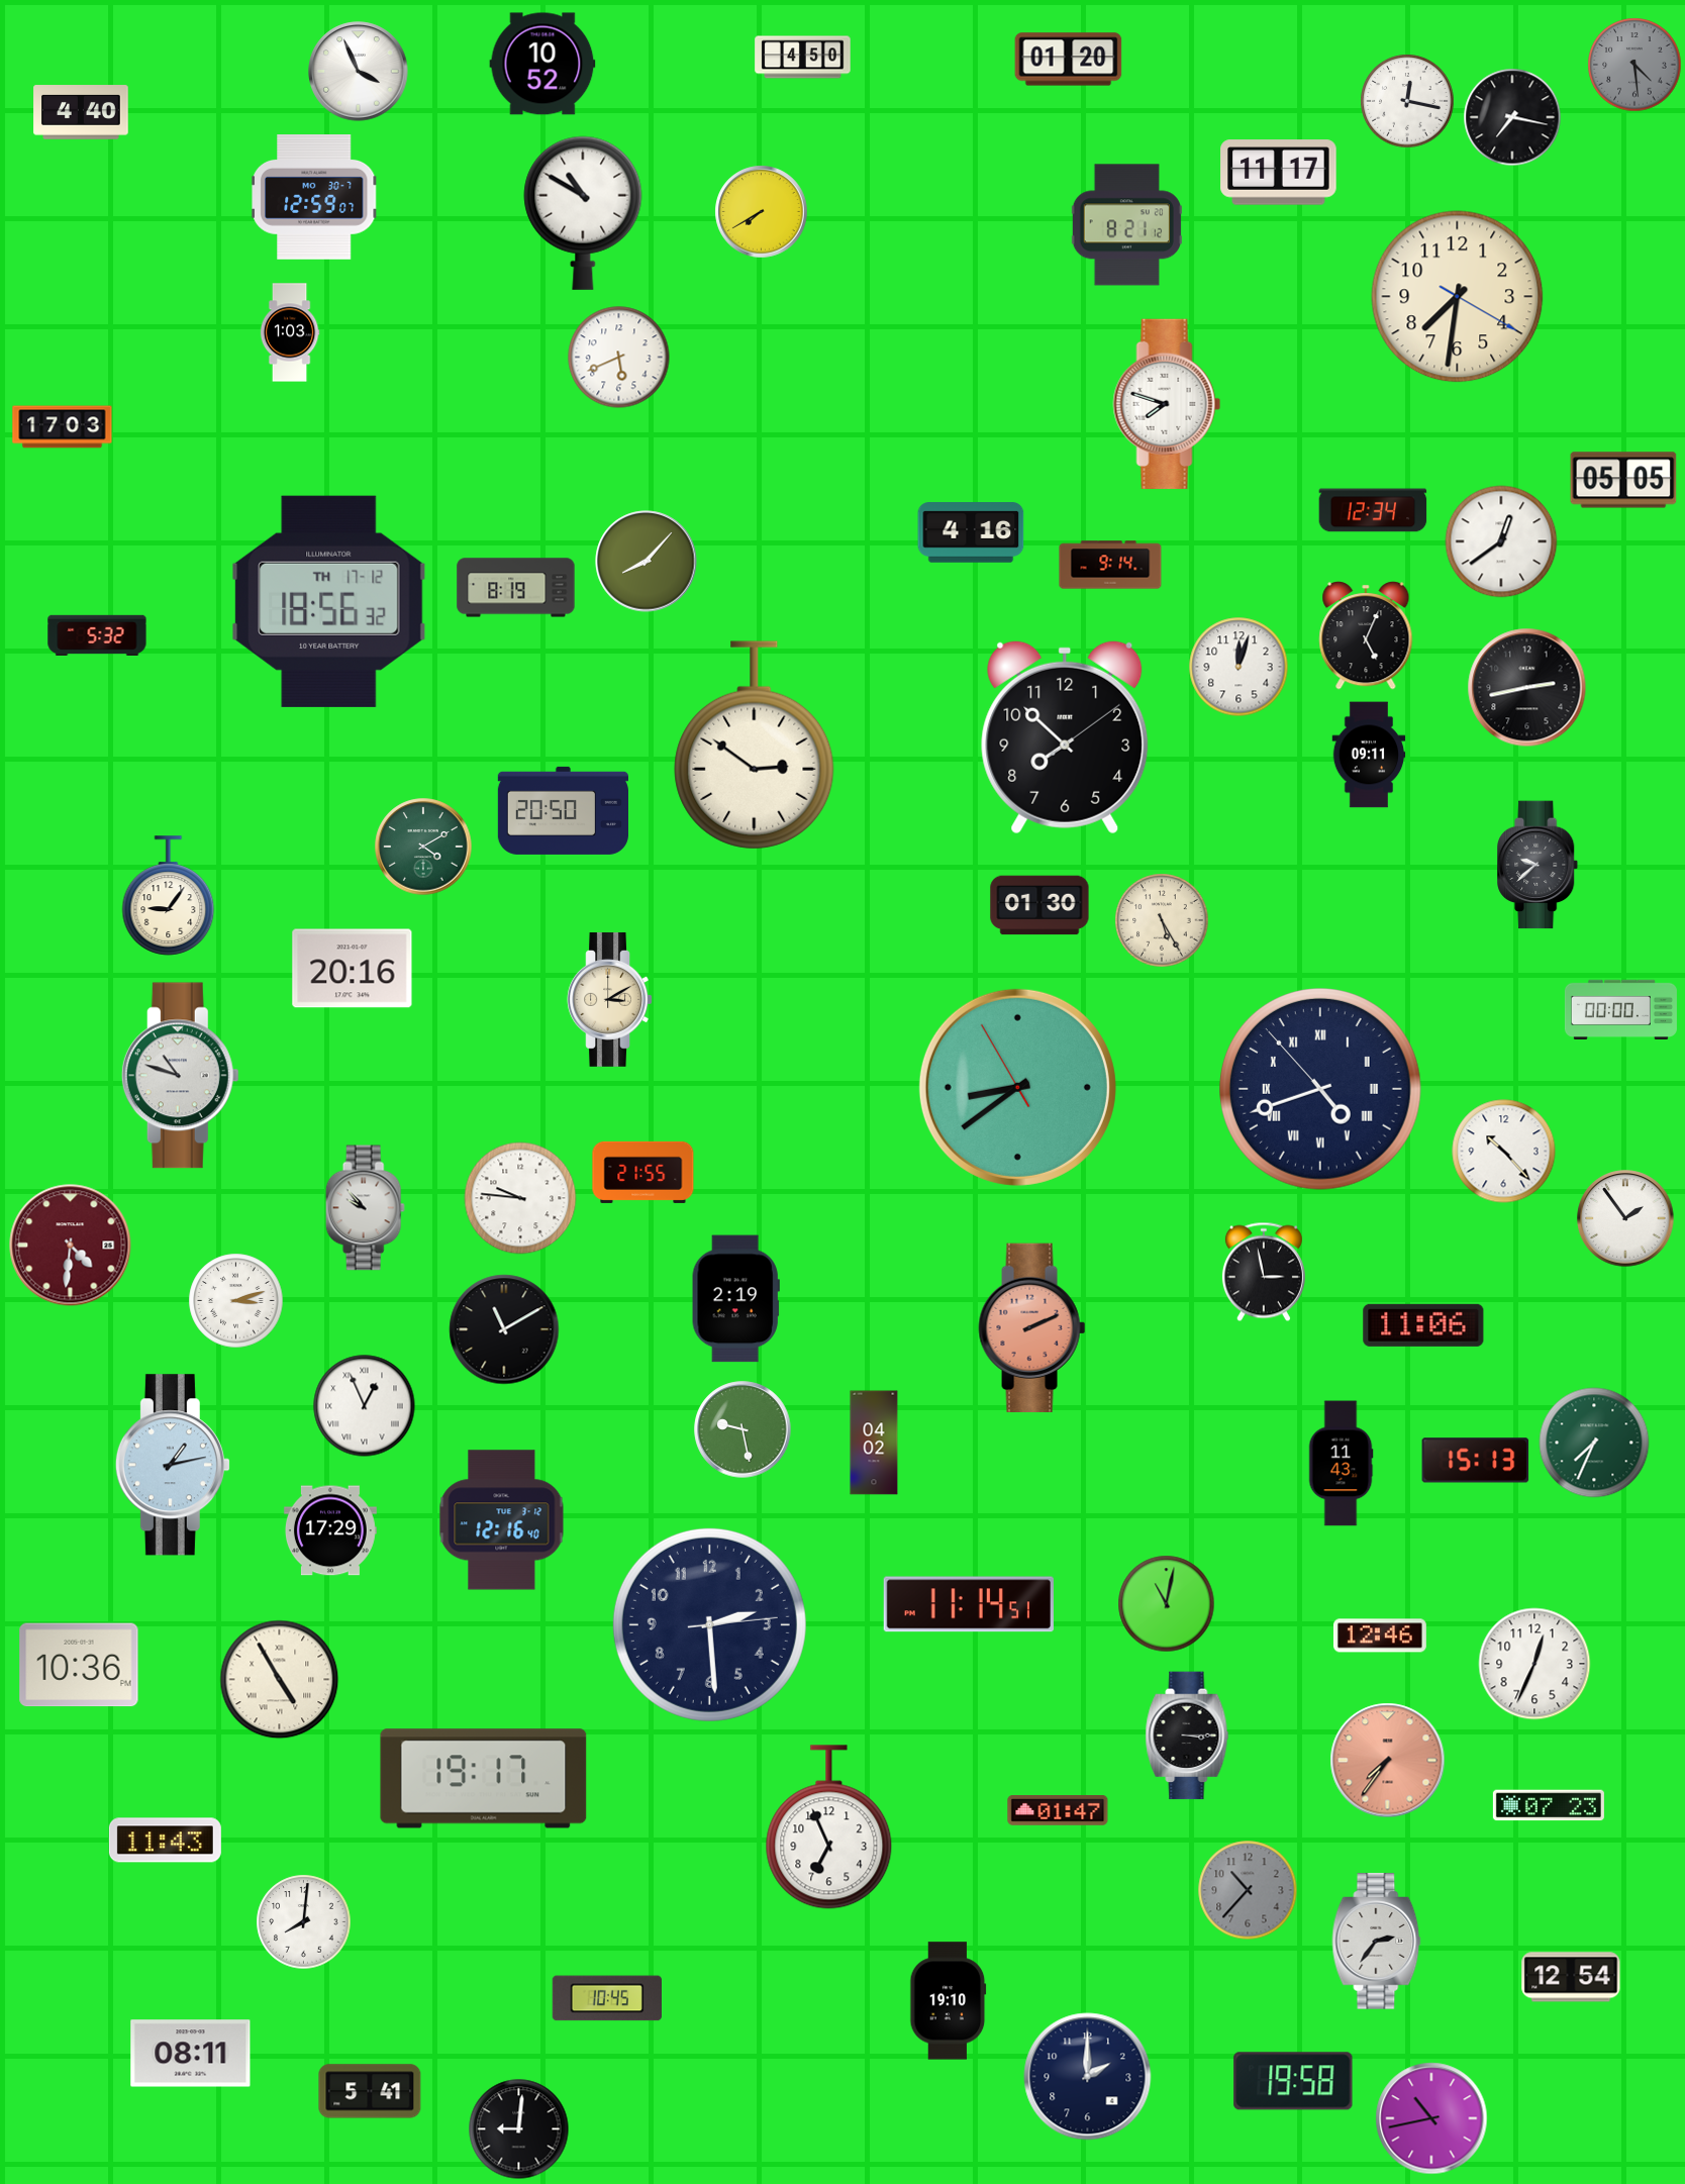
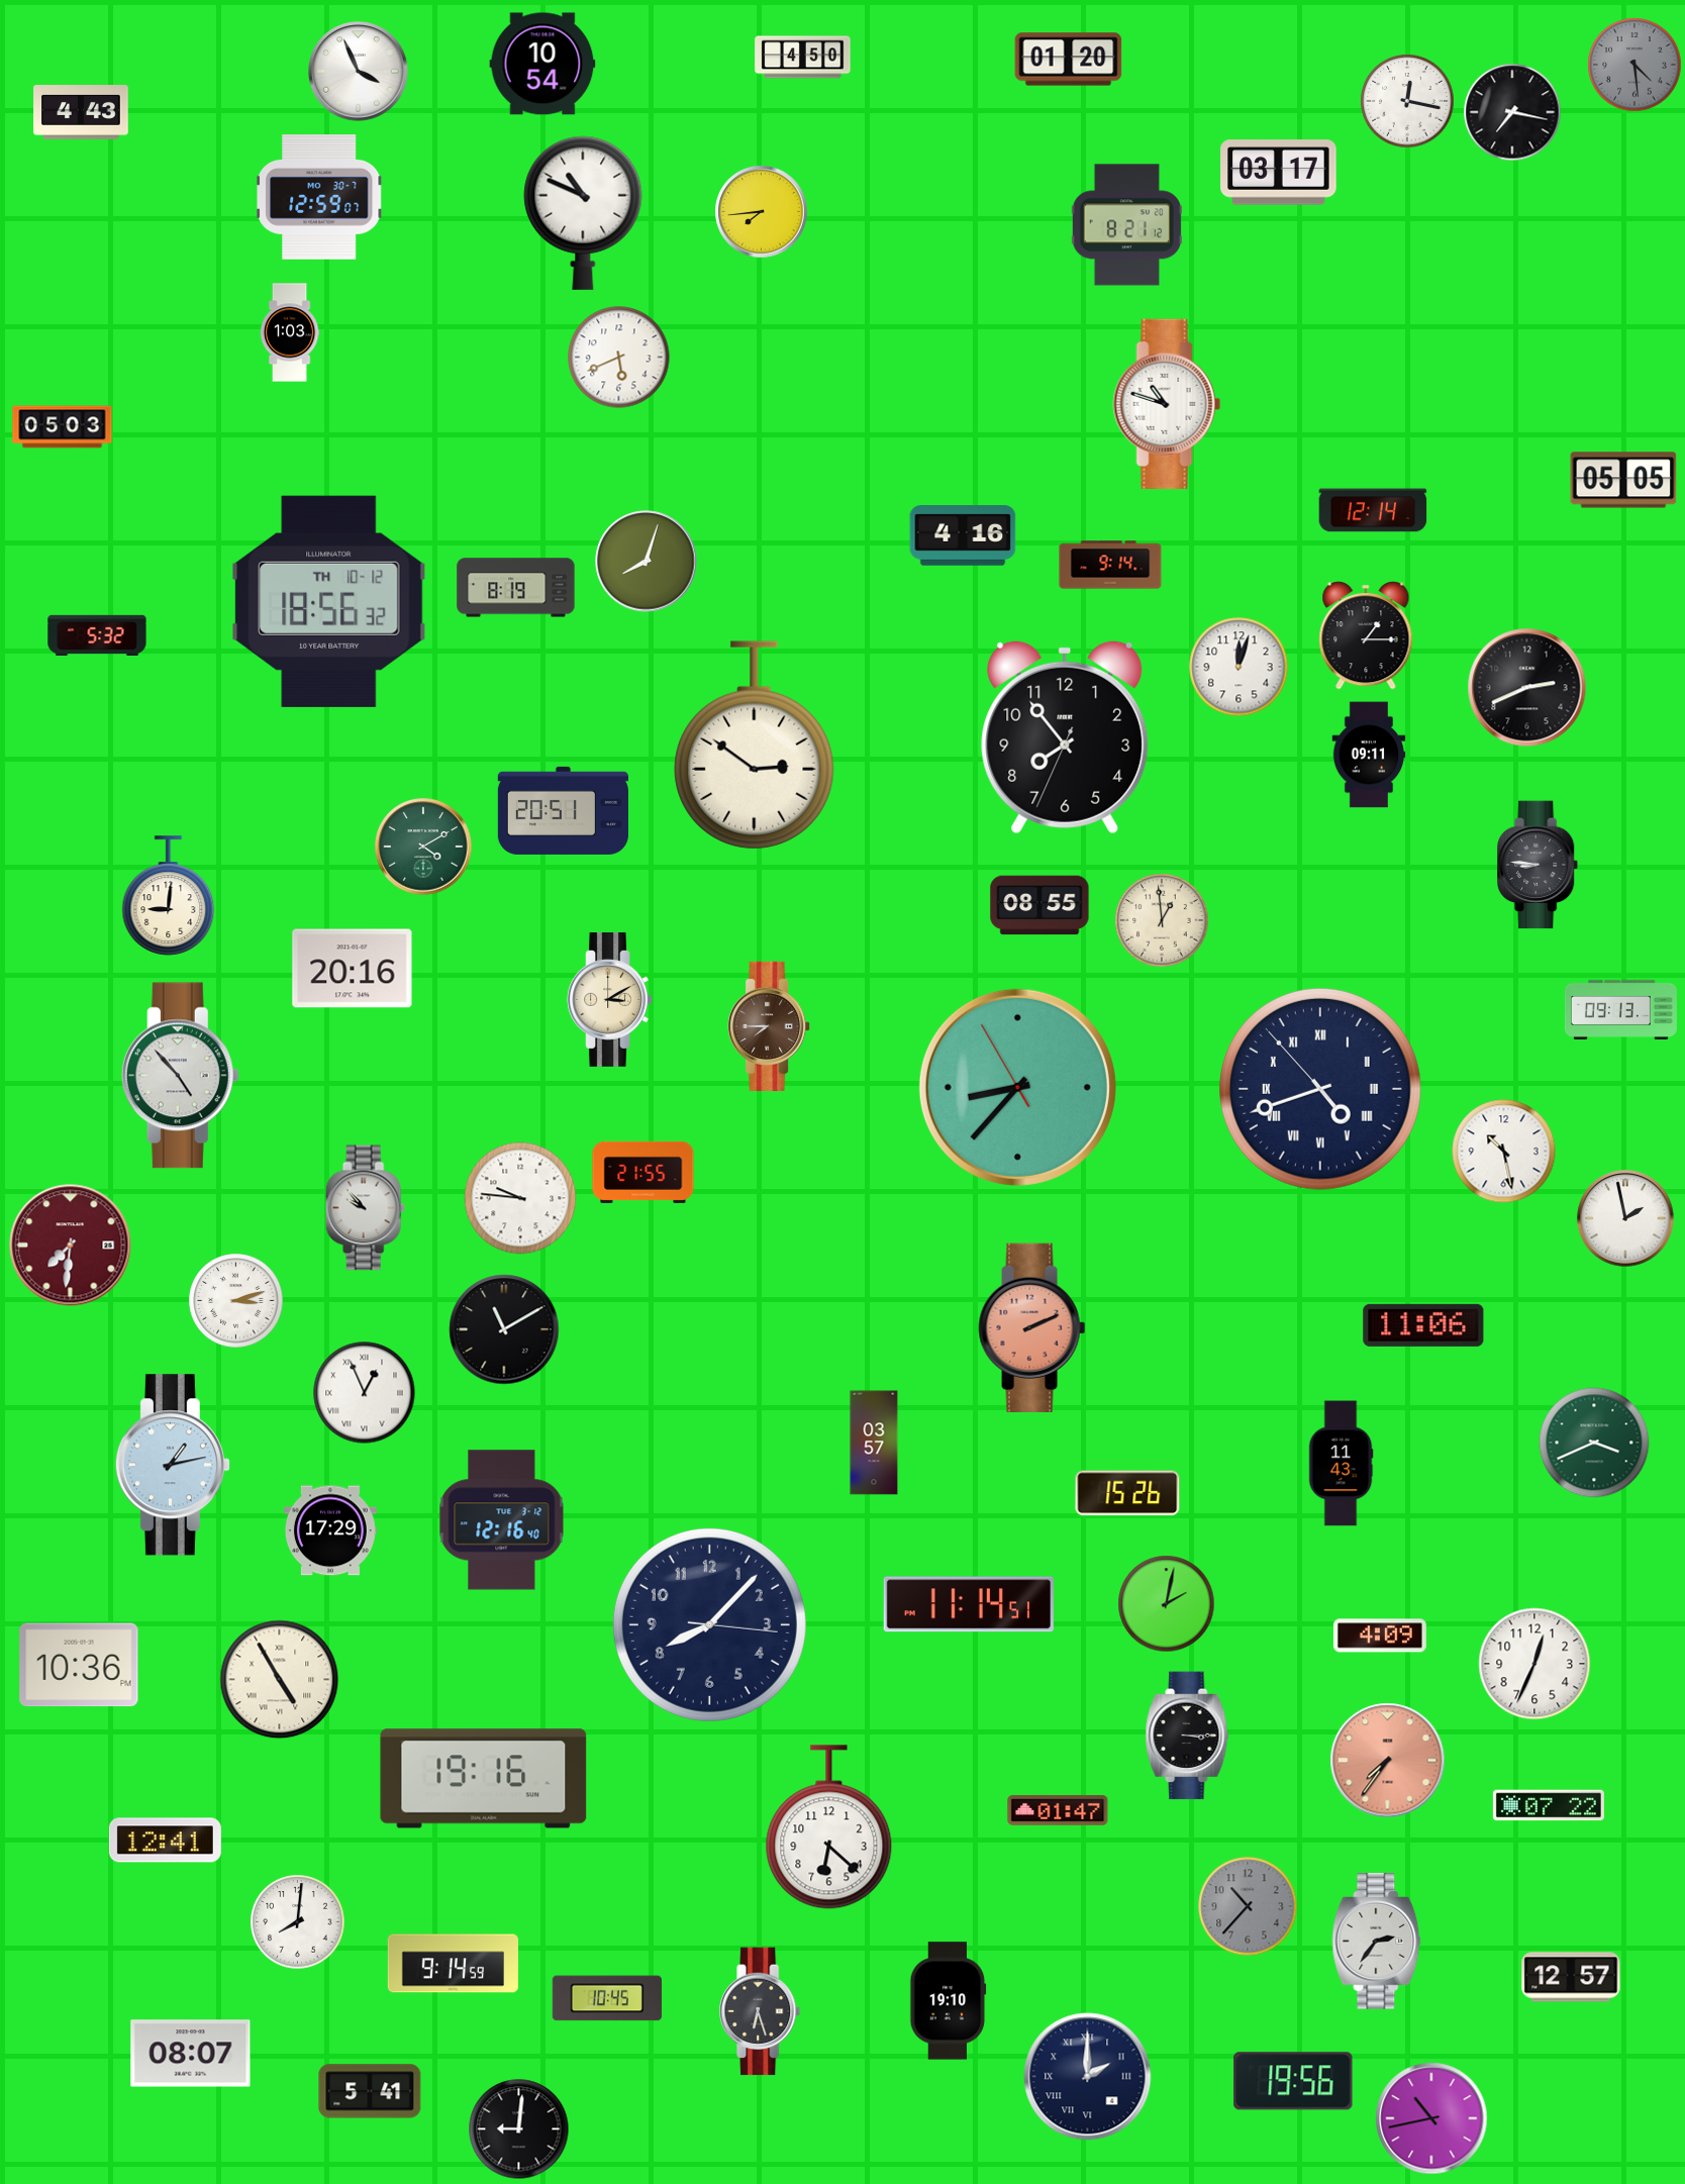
clock at (542, 64): 10:52 -> 10:54
clock at (81, 112): 4:40 -> 4:43
clock at (1512, 117) position: (1512, 117) -> (1512, 112)
clock at (1279, 173): 11:17 -> 03:17
clock at (314, 198) position: (314, 198) -> (319, 198)
clock at (762, 212): 7:40 -> 7:44
clock at (583, 213): 10:50 -> 10:49
clock at (1458, 297): 7:31 -> none
clock at (1167, 404): 7:48 -> 10:48
clock at (63, 427): 17:03 -> 05:03
clock at (1373, 510): 12:34 -> 12:14
clock at (971, 532) position: (971, 532) -> (963, 535)
clock at (1501, 541): 12:39 -> none
clock at (647, 562): 8:07 -> 8:03
clock at (329, 601) date: TH 17-12 -> TH 10-12
clock at (1366, 635): 5:04 -> 1:15
clock at (1527, 688): 2:43 -> 2:41
clock at (1065, 737): 7:52 -> 7:53
clock at (563, 810): 20:50 -> 20:51
clock at (1539, 865): 9:38 -> 8:46
clock at (169, 896): 9:06 -> 9:01
clock at (1039, 905): 01:30 -> 08:55
clock at (1162, 920): 5:25 -> 12:59
clock at (1620, 1009): 00:00 -> 09:13
clock at (769, 1025): none -> 7:45
clock at (180, 1076): 10:48 -> 4:53
clock at (1017, 1087): 8:38 -> 8:36
clock at (1504, 1152): 10:23 -> 10:28
clock at (1625, 1218): 1:54 -> 1:58
clock at (71, 1246): 4:31 -> 7:31
clock at (1264, 1272): 2:58 -> none
clock at (735, 1299): 2:19 -> none
clock at (365, 1406) position: (365, 1406) -> (365, 1393)
clock at (742, 1429): 9:28 -> none
clock at (874, 1443): 04:02 -> 03:57
clock at (1594, 1443): 7:34 -> 3:41
clock at (1476, 1461): 15:13 -> none
clock at (1127, 1493): none -> 15:26
clock at (1167, 1604): 11:02 -> 2:02
clock at (709, 1624): 2:29 -> 8:07
clock at (1380, 1635): 12:46 -> 4:09
clock at (484, 1779): 19:17 -> 19:16
clock at (1549, 1805): 07:23 -> 07:22
clock at (829, 1827): 6:56 -> 6:22
clock at (165, 1841): 11:43 -> 12:41
clock at (1248, 1890) position: (1248, 1890) -> (1248, 1906)
clock at (304, 1922) position: (304, 1922) -> (298, 1922)
clock at (453, 1964): none -> 9:14
clock at (1571, 1977): 12:54 -> 12:57
clock at (761, 2011): none -> 6:27
clock at (191, 2054): 08:11 -> 08:07
clock at (1088, 2077) numerals: Arabic -> Roman
clock at (1293, 2081): 19:58 -> 19:56
